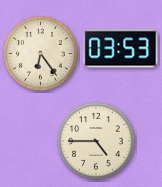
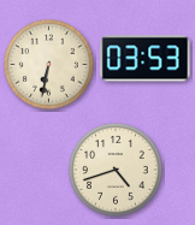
clock at (41, 54): 6:24 -> 6:32
clock at (96, 141): 4:45 -> 4:42
